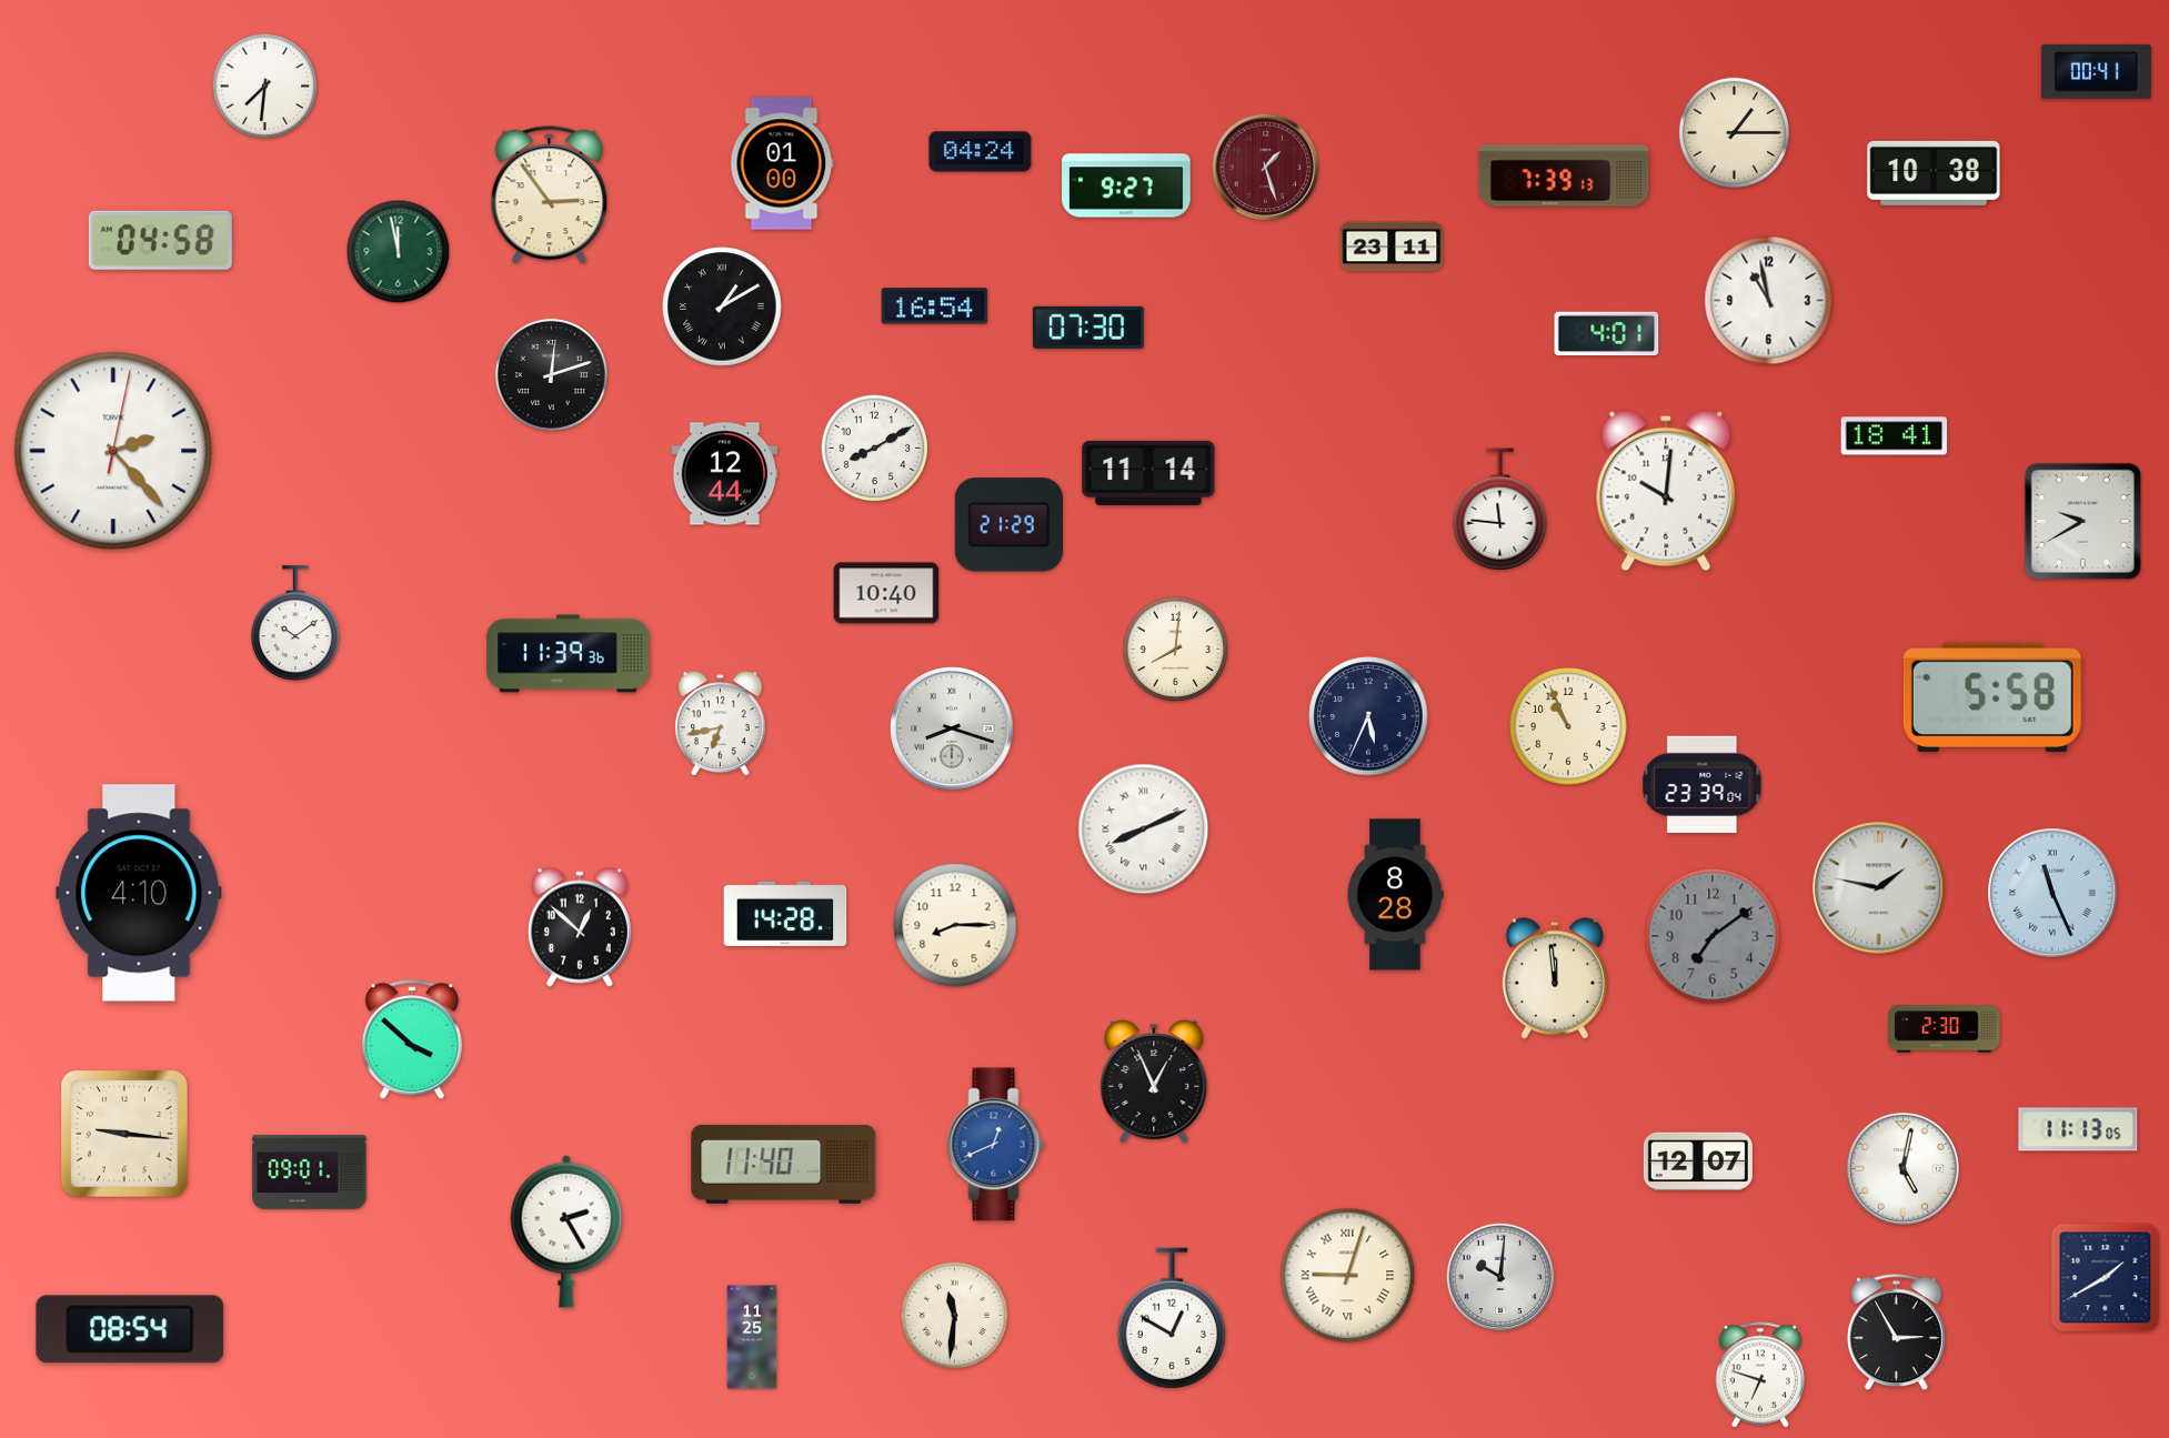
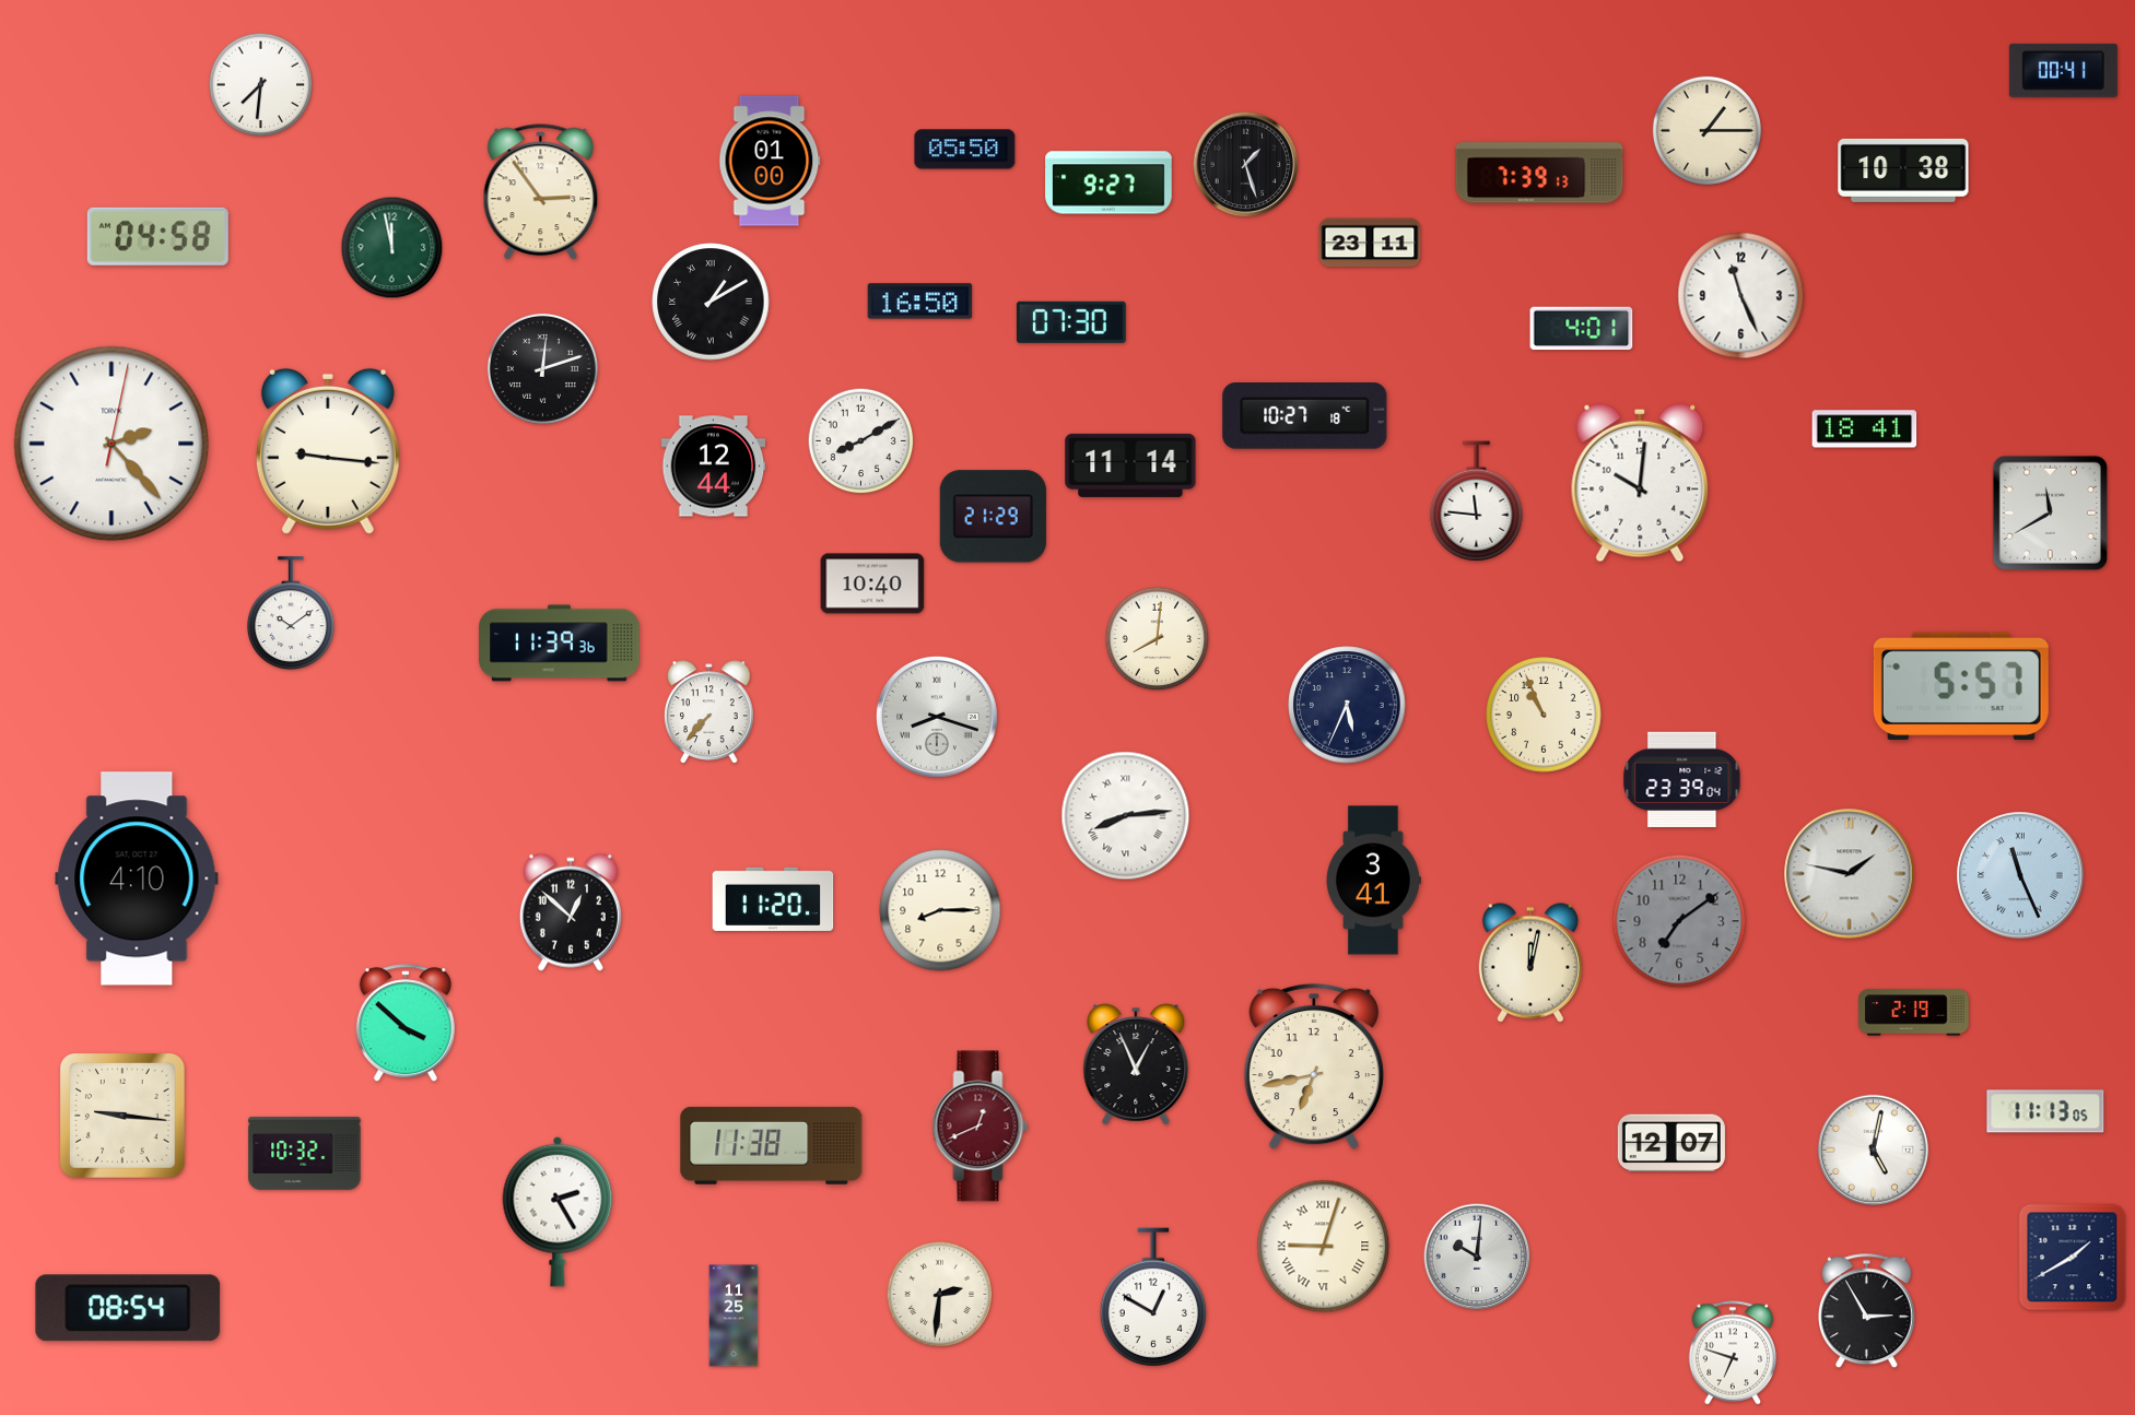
clock at (981, 152): 04:24 -> 05:50
clock at (1266, 168) dial: burgundy -> black
clock at (1769, 301): 10:58 -> 11:26
clock at (935, 306): 16:54 -> 16:50
clock at (1305, 416): none -> 10:27
clock at (328, 451): none -> 9:16
clock at (2082, 521): 9:40 -> 11:40
clock at (1992, 697): 5:58 -> 5:57
clock at (721, 723): 6:43 -> 7:37
clock at (1703, 784) position: (1703, 784) -> (1682, 779)
clock at (1144, 829): 8:11 -> 8:14
clock at (2052, 893) position: (2052, 893) -> (2020, 875)
clock at (1396, 895): 8:28 -> 3:41
clock at (785, 914): 14:28 -> 11:20
clock at (1713, 936) position: (1713, 936) -> (1679, 921)
clock at (1555, 978): 11:59 -> 12:02
clock at (1945, 1029): 2:30 -> 2:19
clock at (1314, 1066): none -> 6:43
clock at (996, 1145) dial: blue -> burgundy
clock at (784, 1164): 11:40 -> 11:38
clock at (310, 1171): 09:01 -> 10:32
clock at (1348, 1276) position: (1348, 1276) -> (1324, 1247)
clock at (955, 1316): 11:31 -> 2:31
clock at (752, 1337) position: (752, 1337) -> (734, 1316)
